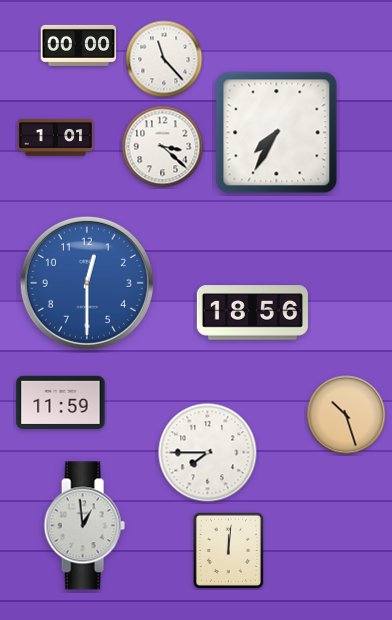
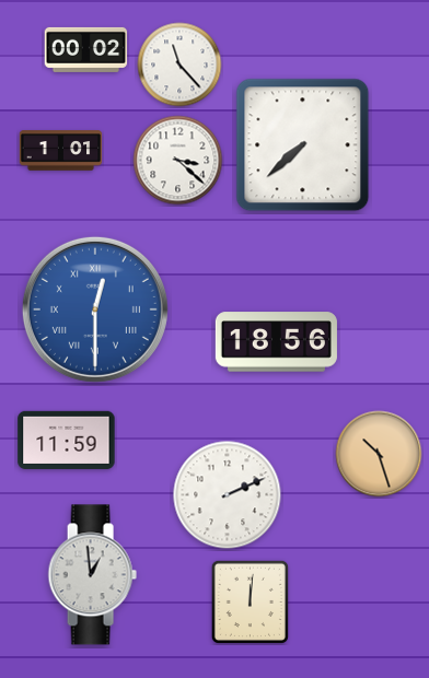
clock at (79, 45): 00:00 -> 00:02
clock at (277, 133): 7:35 -> 7:38
clock at (87, 283) numerals: Arabic -> Roman
clock at (208, 453): 7:45 -> 2:11
